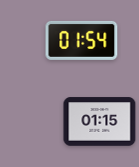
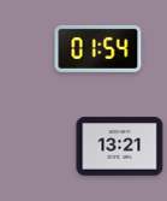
clock at (100, 122): 01:15 -> 13:21
